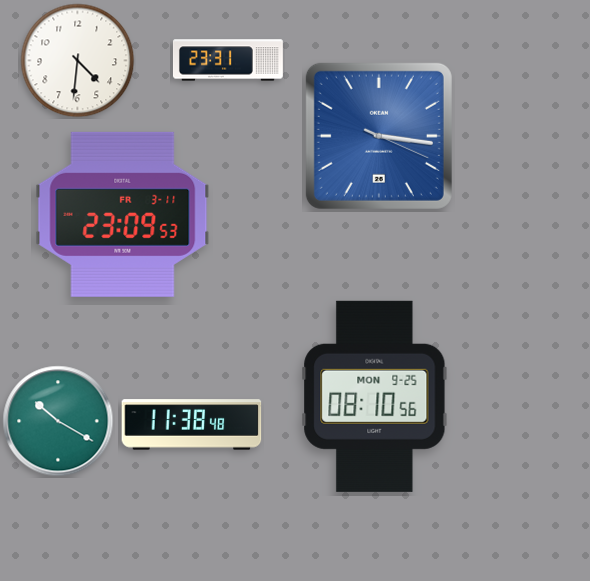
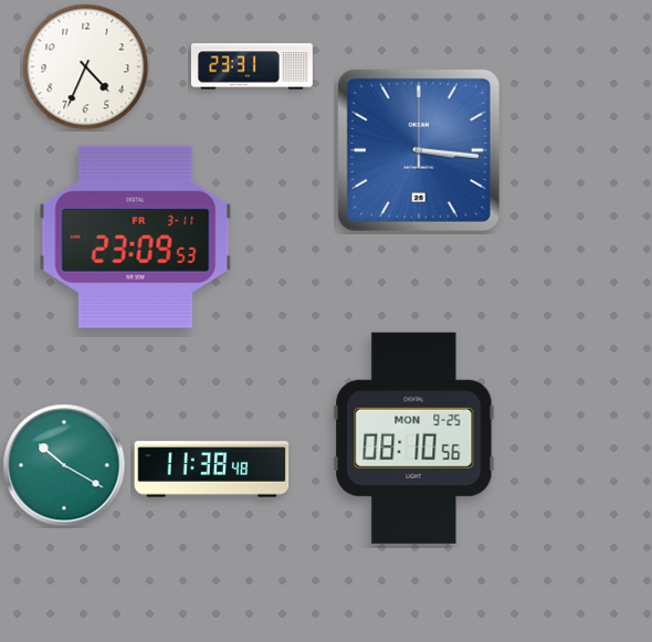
clock at (78, 61): 4:31 -> 4:34
clock at (379, 136): 3:16:19 -> 3:16:00
